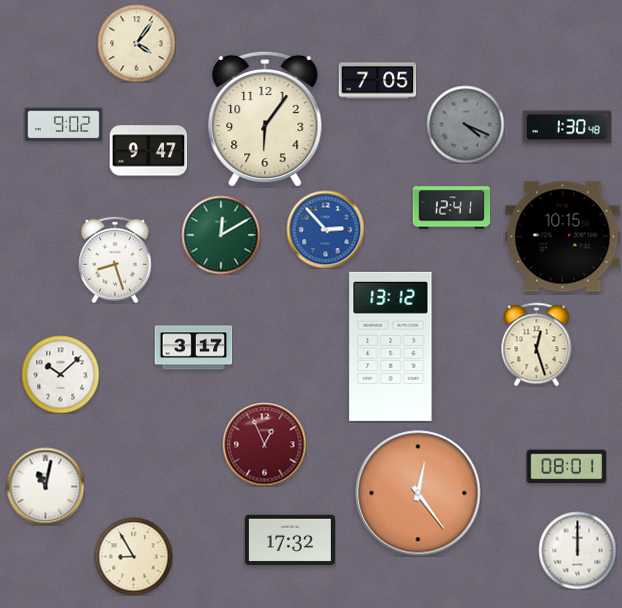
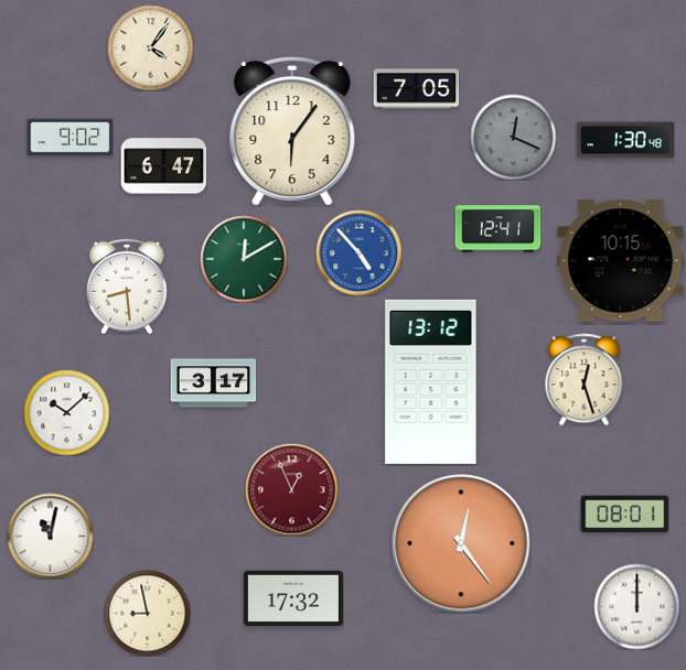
clock at (465, 124): 4:19 -> 12:19
clock at (148, 151): 9:47 -> 6:47
clock at (325, 229): 2:53 -> 4:53
clock at (116, 260): 8:27 -> 8:29
clock at (537, 344) position: (537, 344) -> (585, 379)
clock at (290, 540) position: (290, 540) -> (293, 598)
clock at (133, 556): 8:55 -> 8:58
